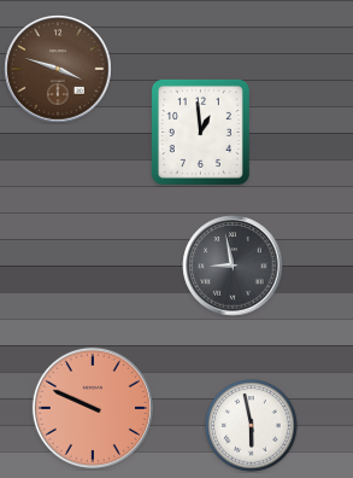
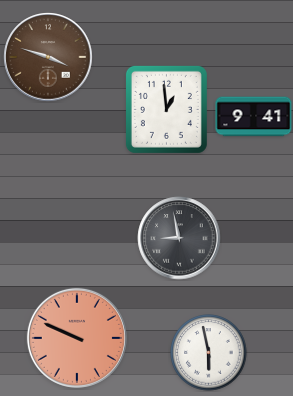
clock at (254, 117): none -> 9:41
clock at (233, 266) position: (233, 266) -> (179, 238)
